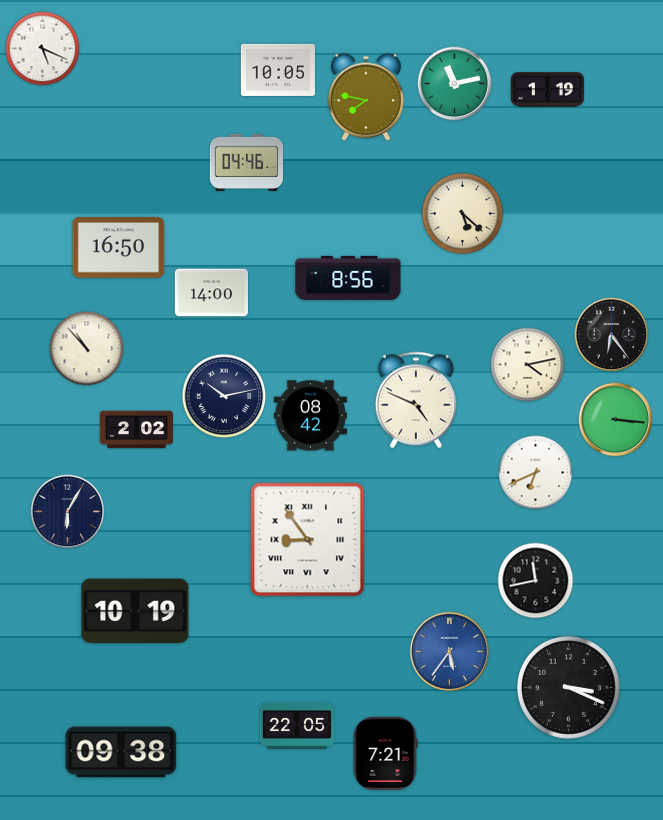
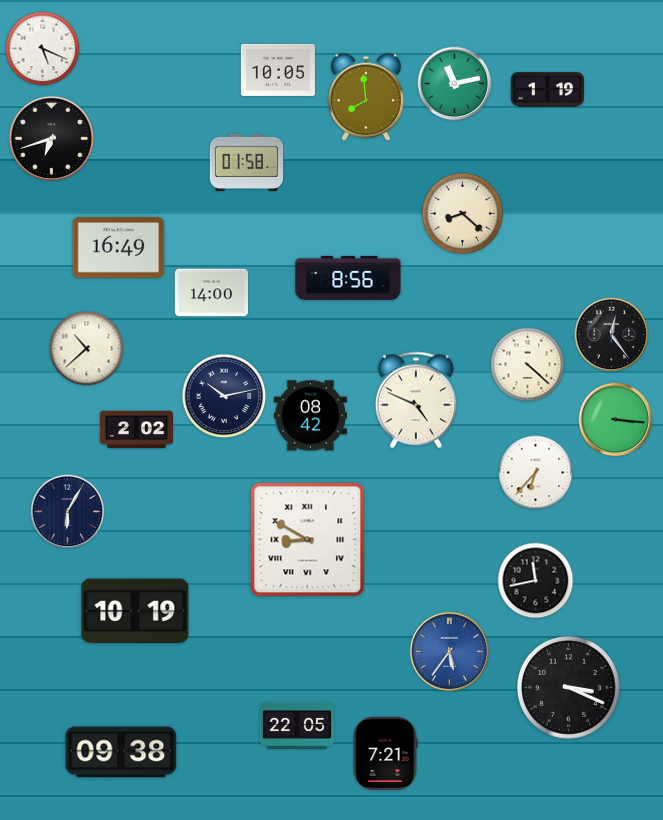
clock at (366, 97): 7:47 -> 7:59
clock at (52, 139): none -> 6:42
clock at (246, 162): 04:46 -> 01:58
clock at (463, 214): 5:22 -> 8:22
clock at (119, 248): 16:50 -> 16:49
clock at (612, 335): 6:24 -> 12:24
clock at (87, 349): 10:53 -> 10:38
clock at (528, 365): 4:13 -> 4:22
clock at (536, 473): 6:41 -> 6:37
clock at (308, 540): 8:54 -> 8:50
